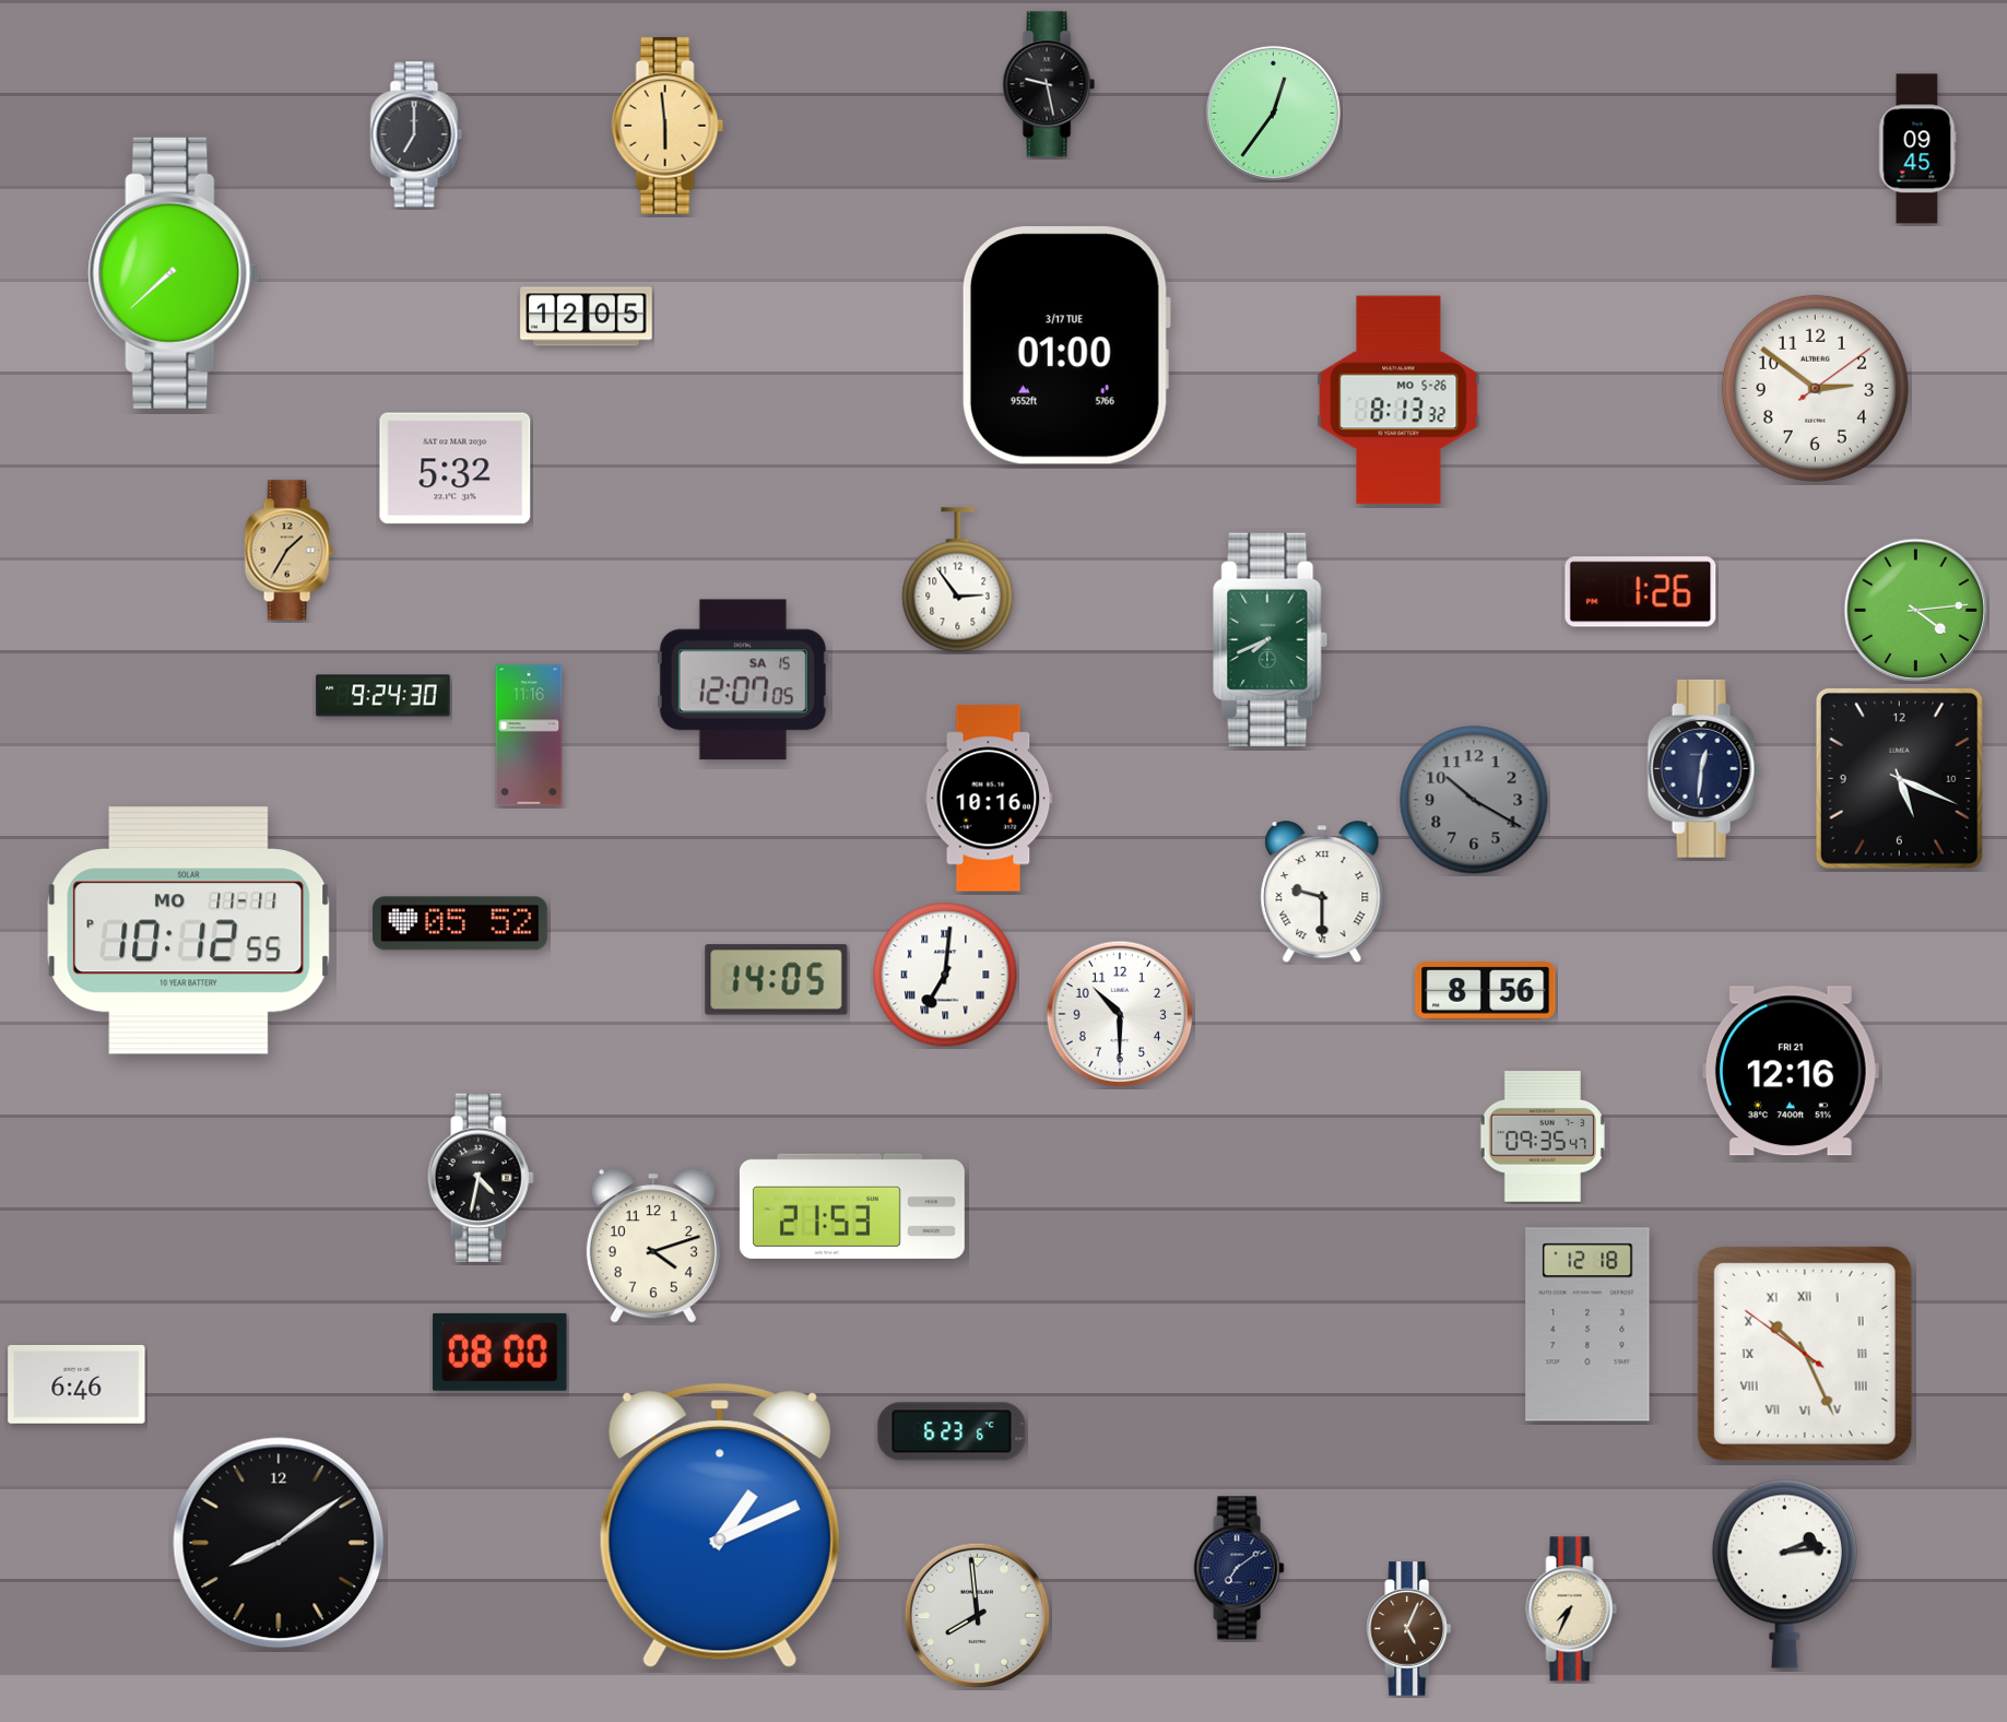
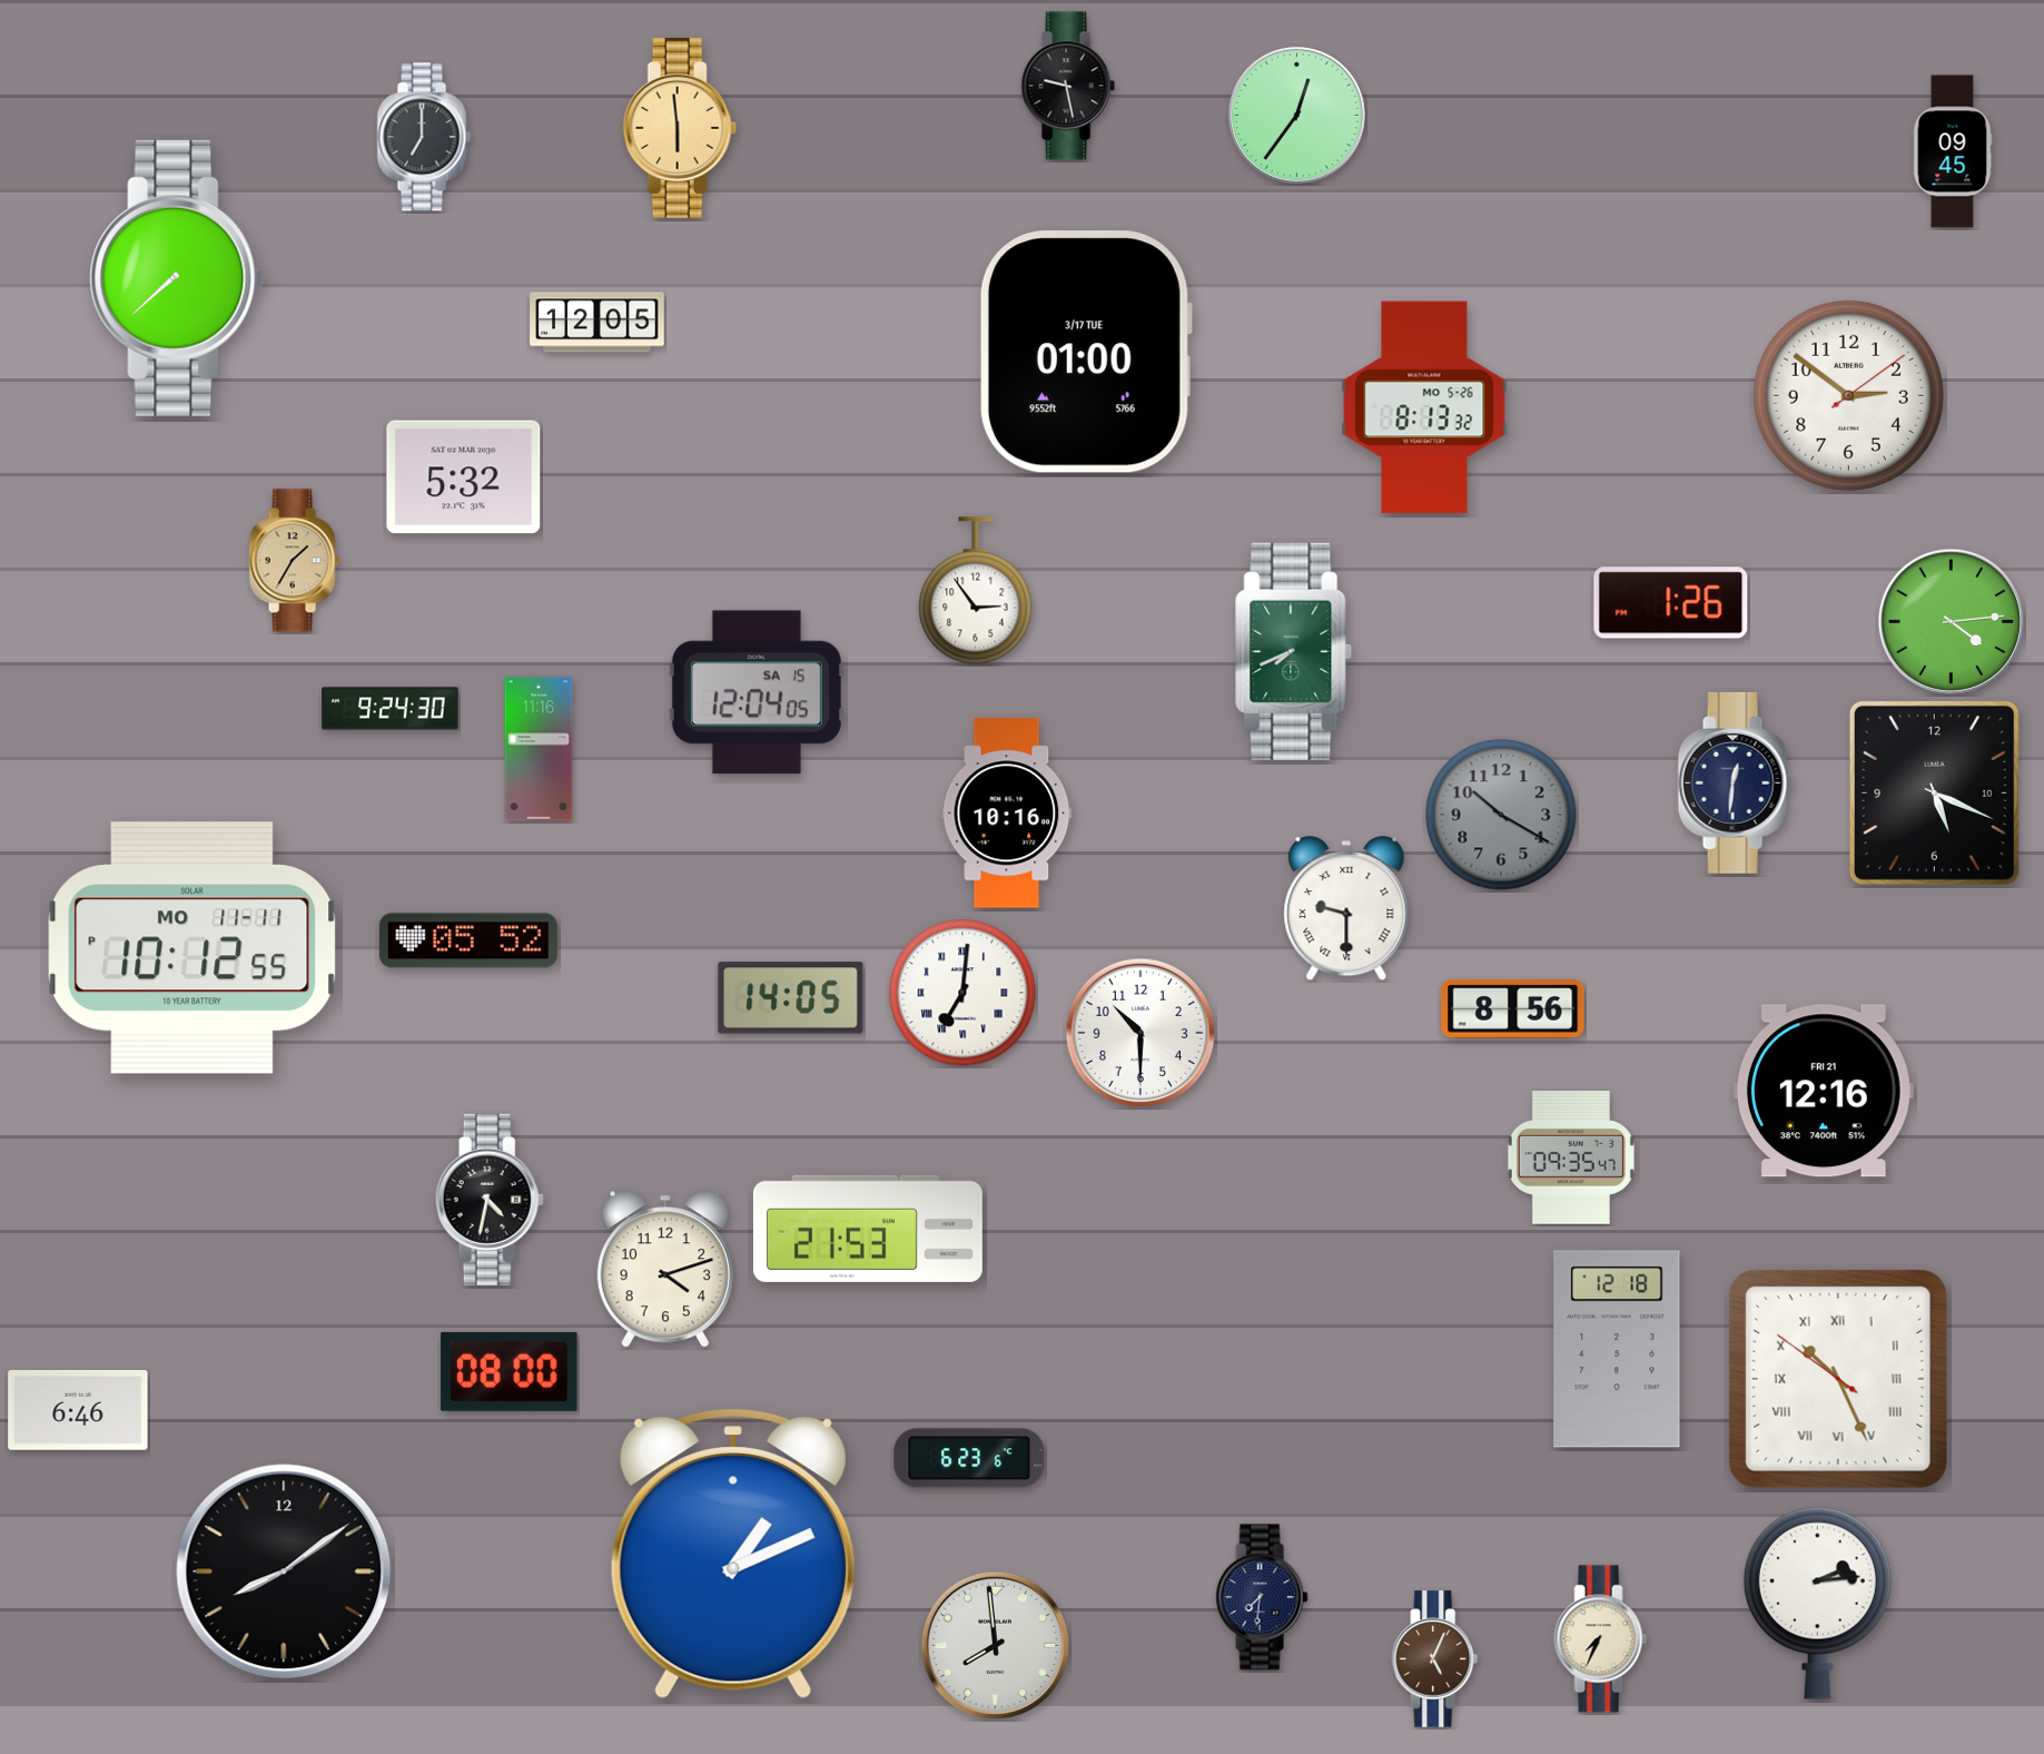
clock at (743, 680): 12:07 -> 12:04
clock at (500, 1352) position: (500, 1352) -> (510, 1371)
clock at (1239, 1568): 7:09 -> 7:31
